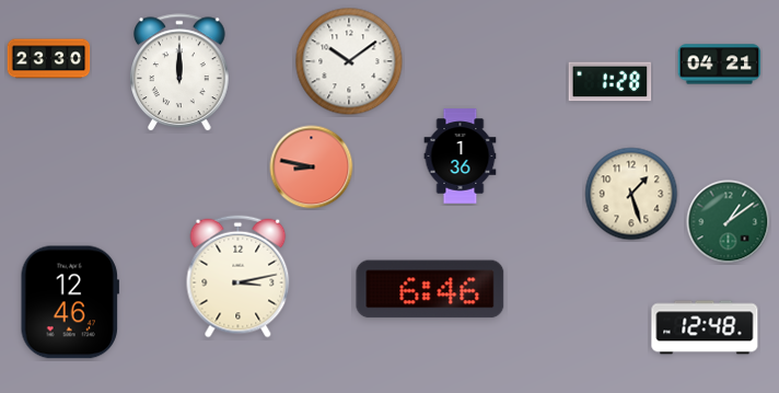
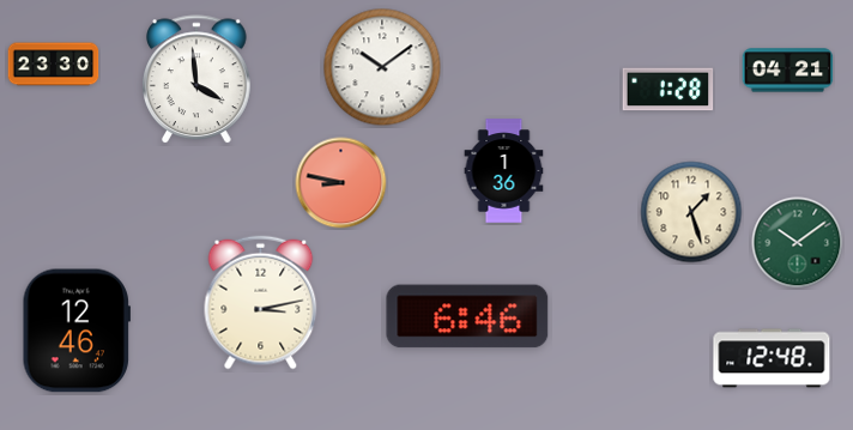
clock at (181, 73): 12:00 -> 3:59
clock at (729, 222): 1:09 -> 10:09
clock at (430, 289) position: (430, 289) -> (467, 316)
